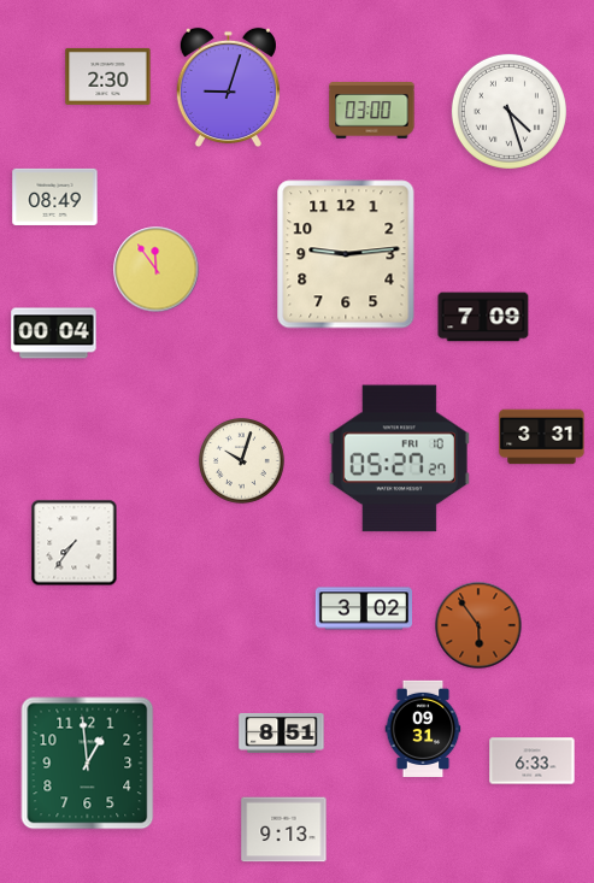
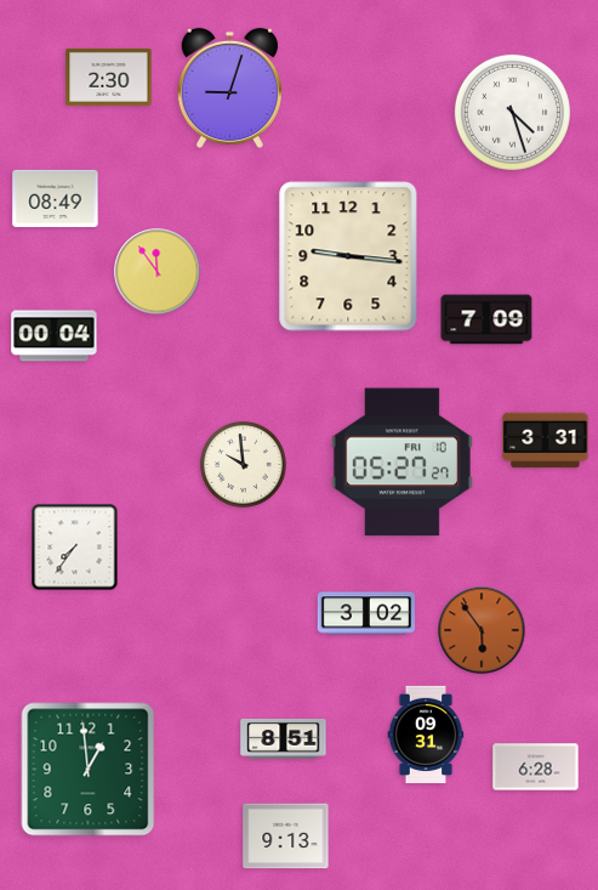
clock at (372, 111): 03:00 -> none
clock at (346, 254): 9:14 -> 9:16
clock at (242, 461): 10:03 -> 9:59
clock at (533, 761): 6:33 -> 6:28
